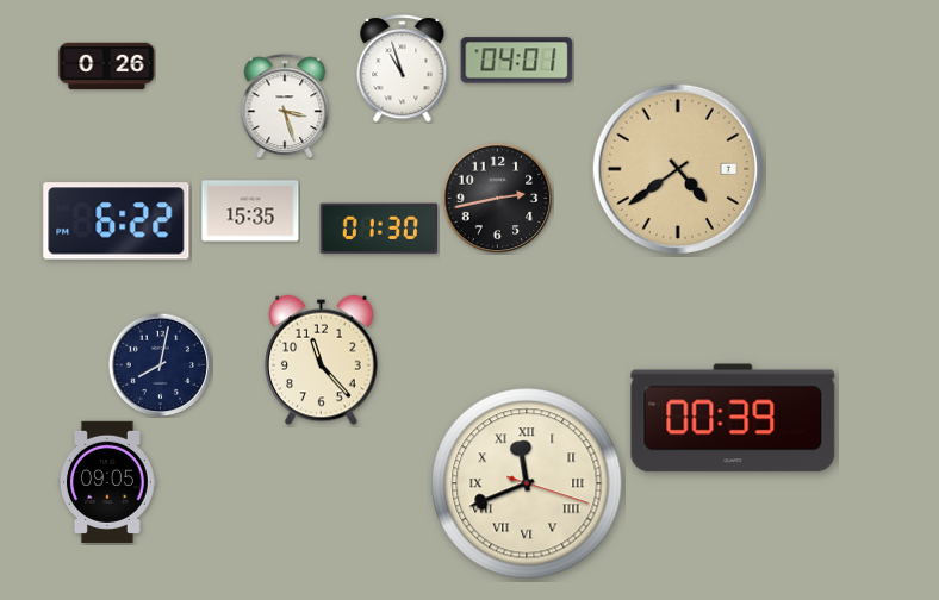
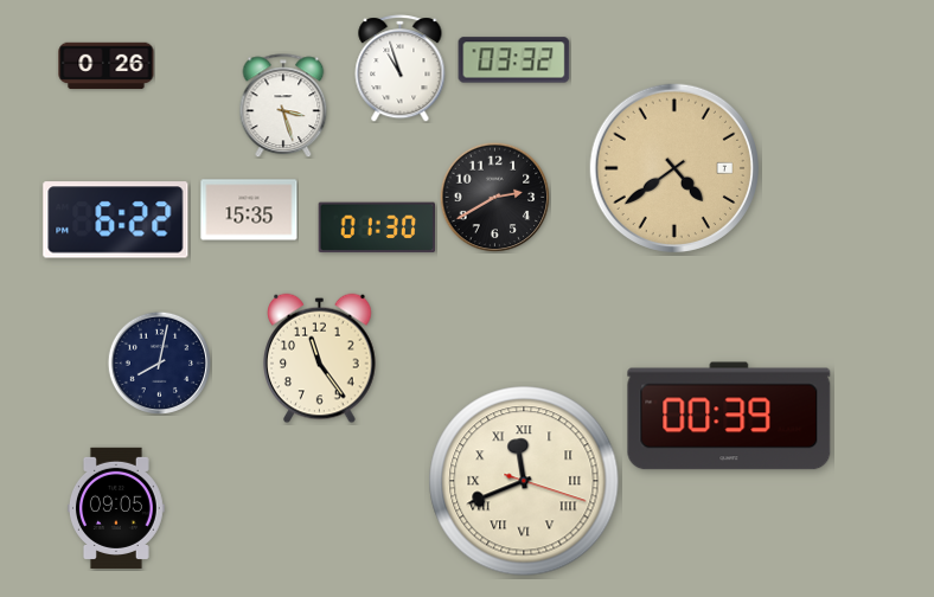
clock at (517, 61): 04:01 -> 03:32
clock at (497, 198): 2:43 -> 2:40
clock at (322, 361): 11:23 -> 11:24
clock at (107, 482) position: (107, 482) -> (116, 508)
